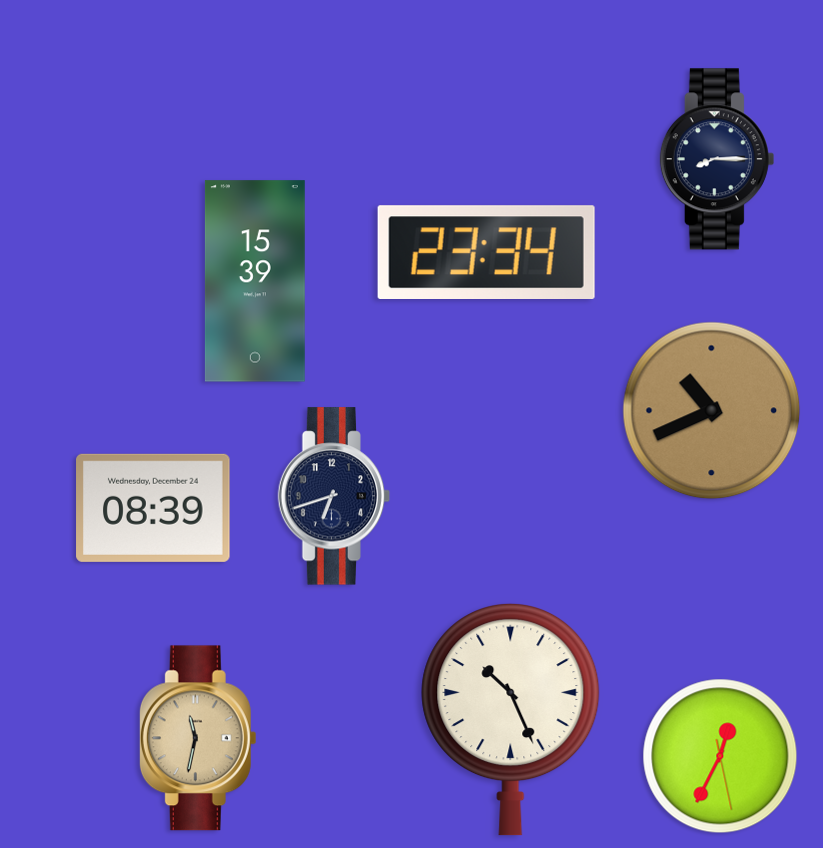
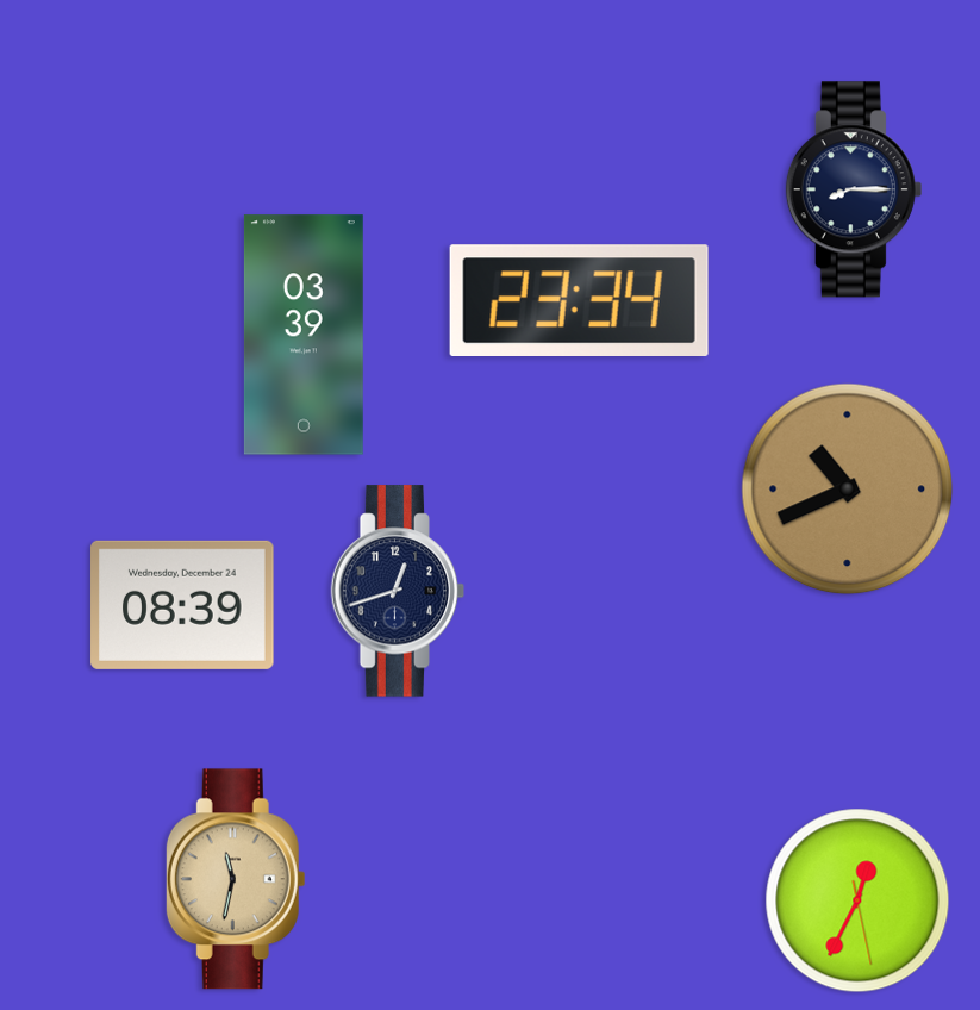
clock at (255, 281): 15:39 -> 03:39
clock at (334, 496): 6:42 -> 12:42
clock at (511, 720): 10:26 -> none
